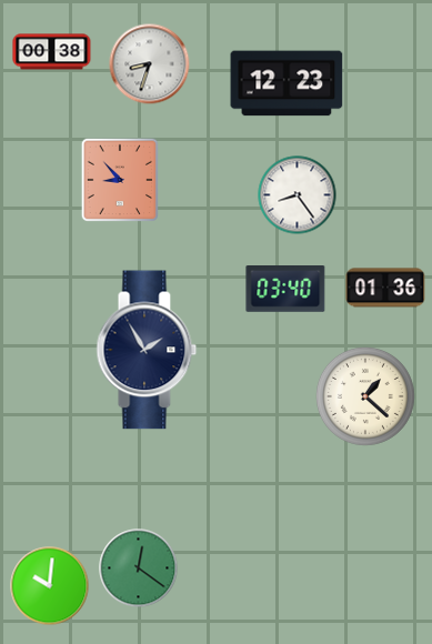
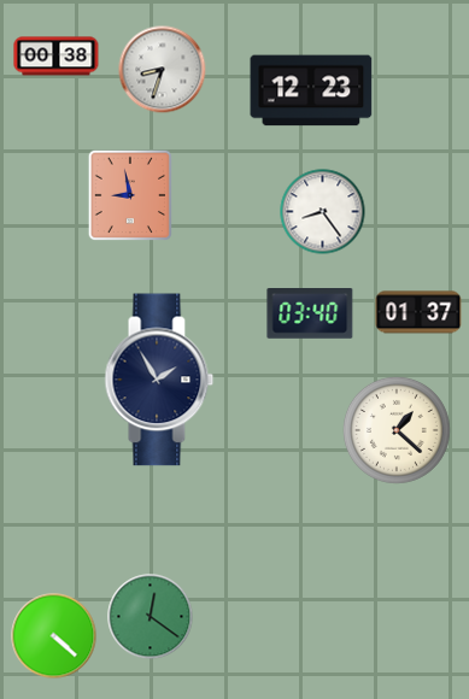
clock at (119, 180): 8:53 -> 8:58
clock at (385, 288): 01:36 -> 01:37
clock at (50, 586): 10:01 -> 4:22
